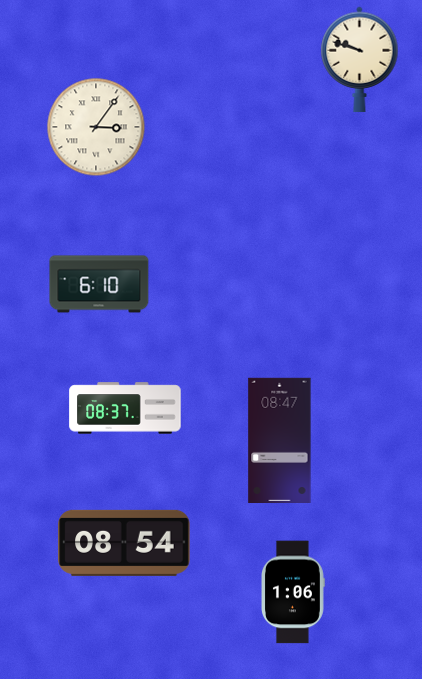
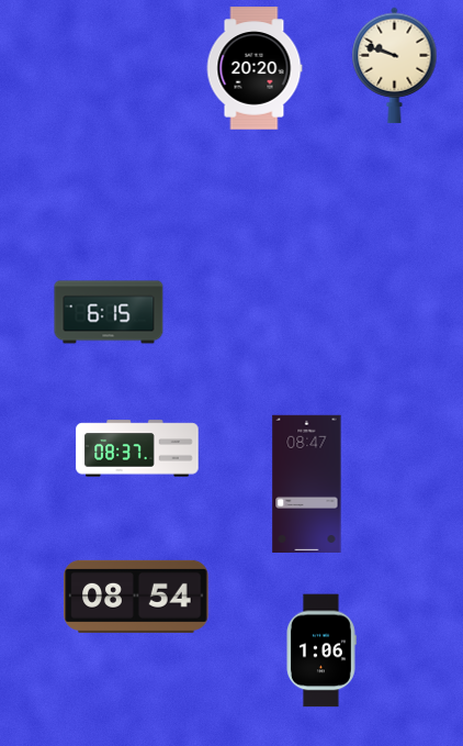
clock at (255, 68): none -> 20:20
clock at (96, 127): 3:06 -> none
clock at (99, 284): 6:10 -> 6:15
